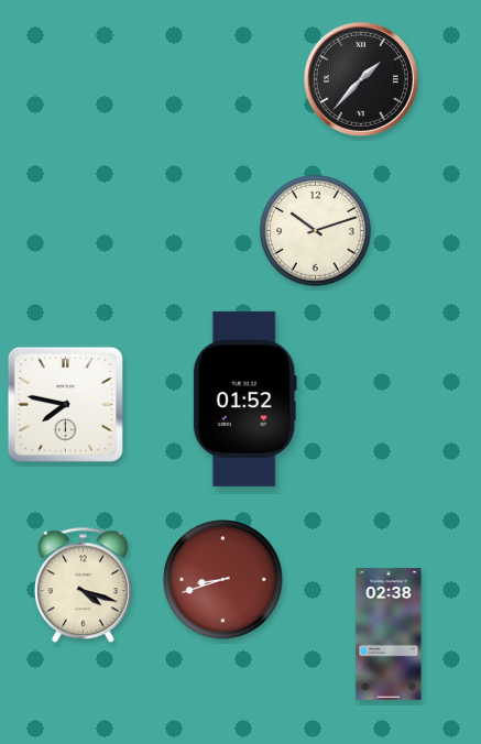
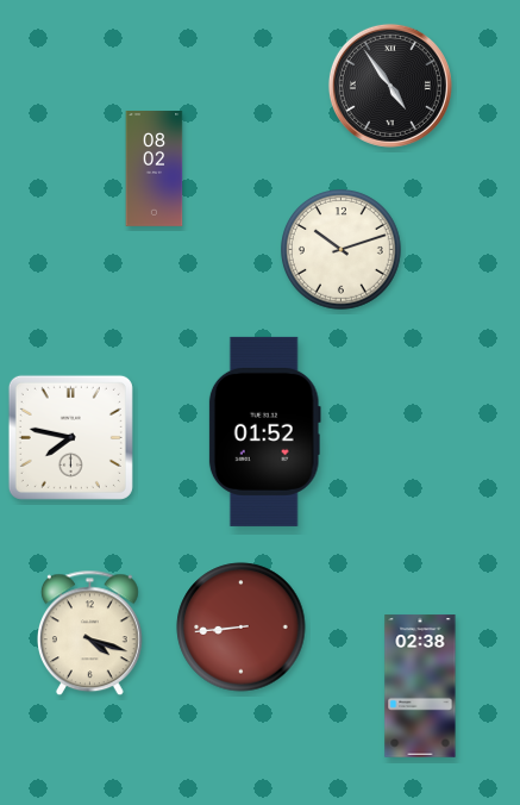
clock at (361, 79): 1:37 -> 4:54
clock at (155, 169): none -> 08:02
clock at (223, 580): 8:42 -> 8:44
